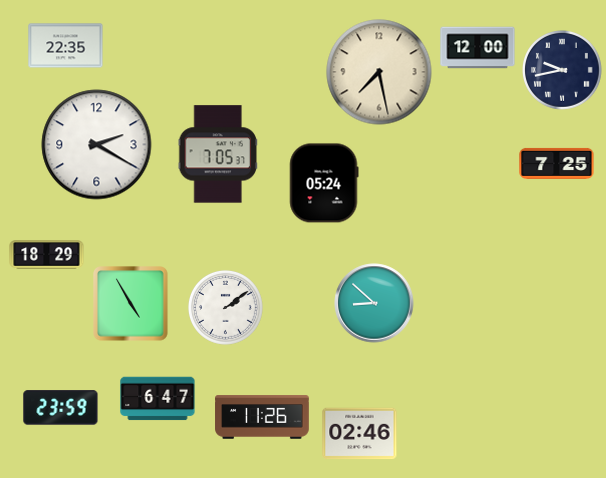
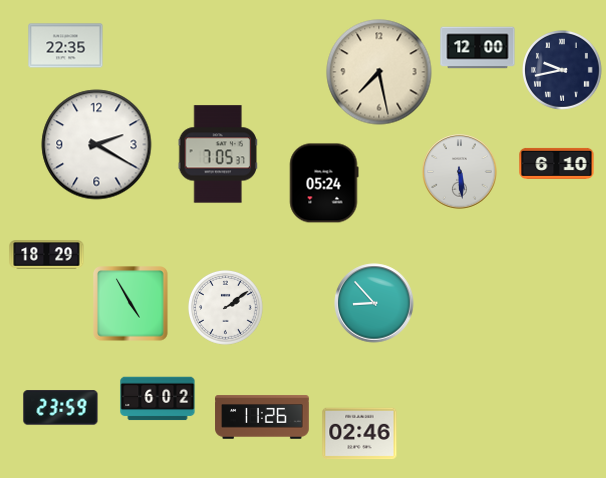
clock at (557, 163): 7:25 -> 6:10
clock at (460, 172): none -> 5:29
clock at (374, 303): 8:52 -> 8:53
clock at (158, 399): 6:47 -> 6:02
